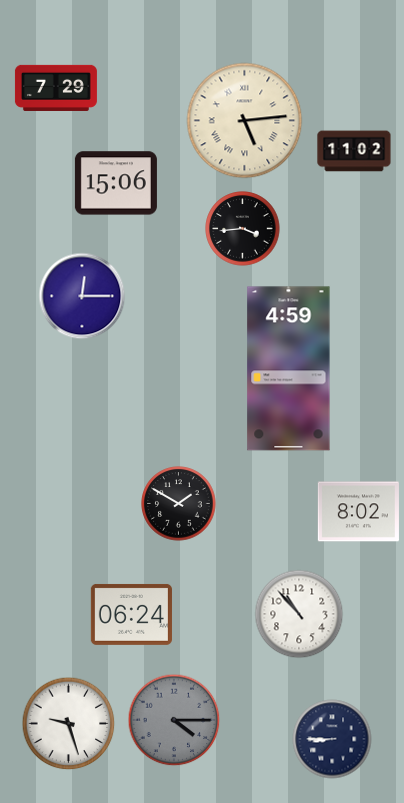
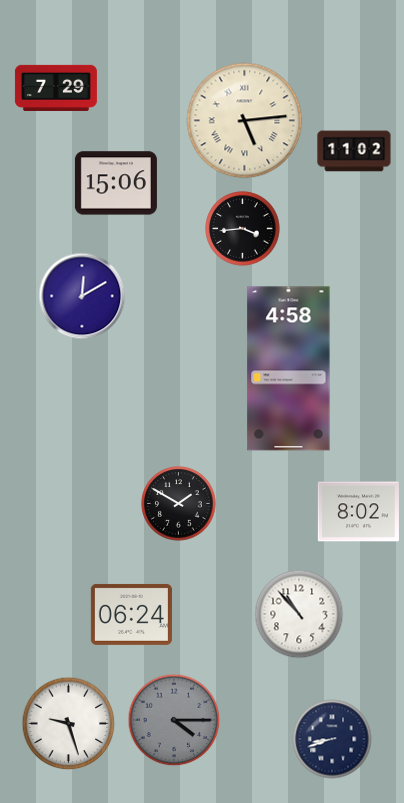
clock at (82, 296): 12:15 -> 12:10
clock at (289, 369): 4:59 -> 4:58
clock at (332, 739): 8:45 -> 8:42
